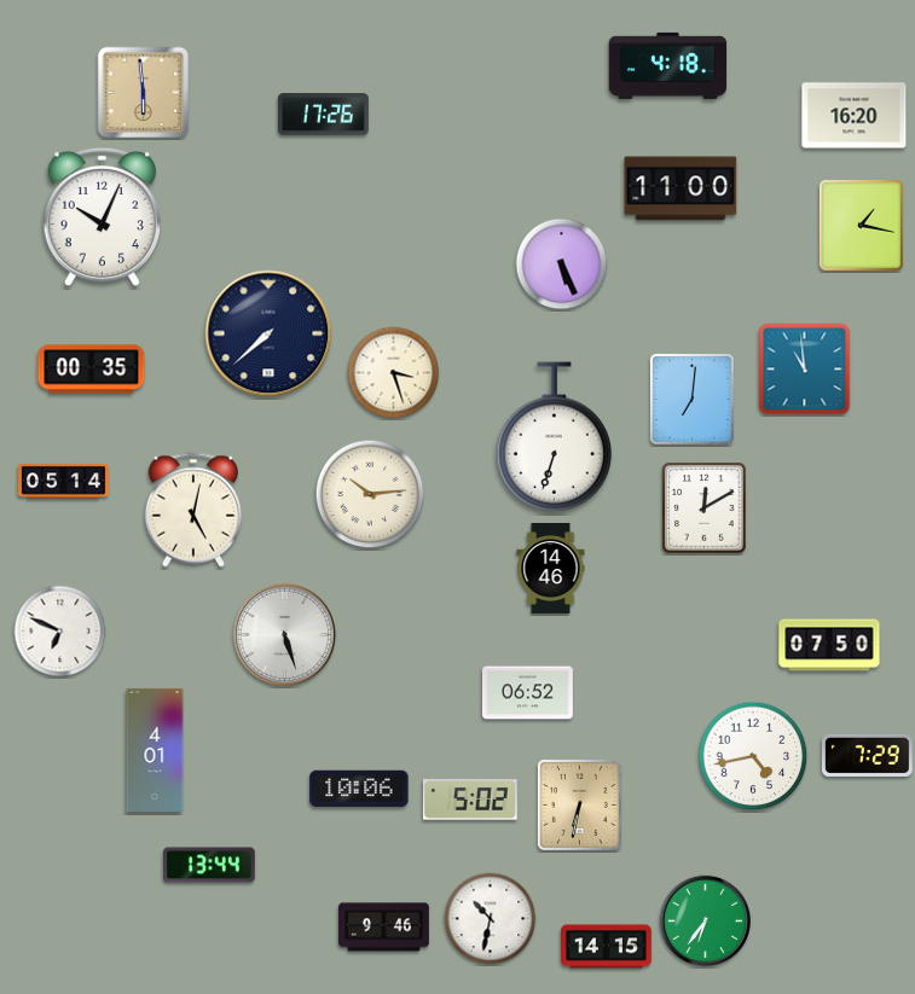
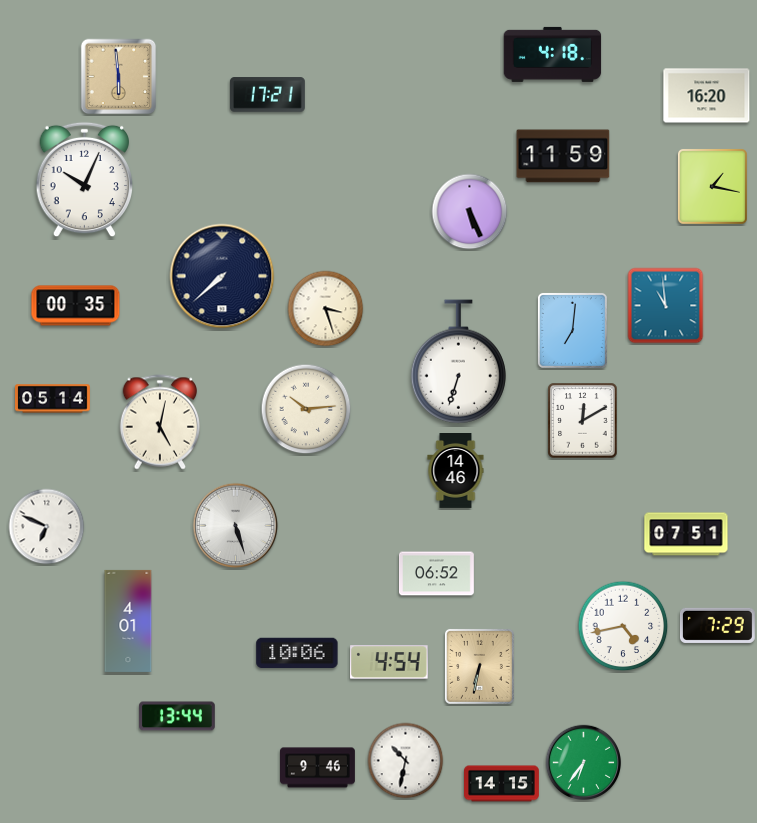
clock at (323, 115): 17:26 -> 17:21
clock at (681, 188): 11:00 -> 11:59
clock at (562, 265) position: (562, 265) -> (470, 212)
clock at (60, 632) position: (60, 632) -> (47, 527)
clock at (829, 645): 07:50 -> 07:51
clock at (470, 800): 5:02 -> 4:54
clock at (209, 865) position: (209, 865) -> (177, 716)
